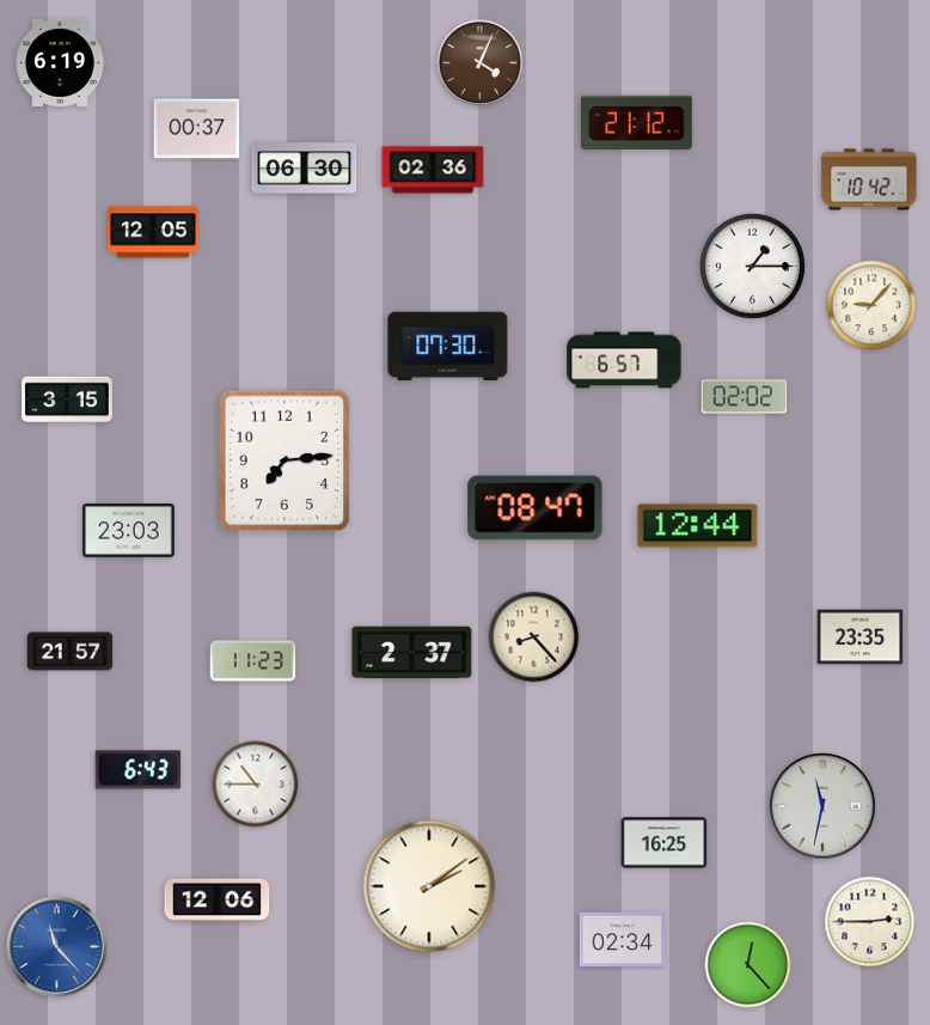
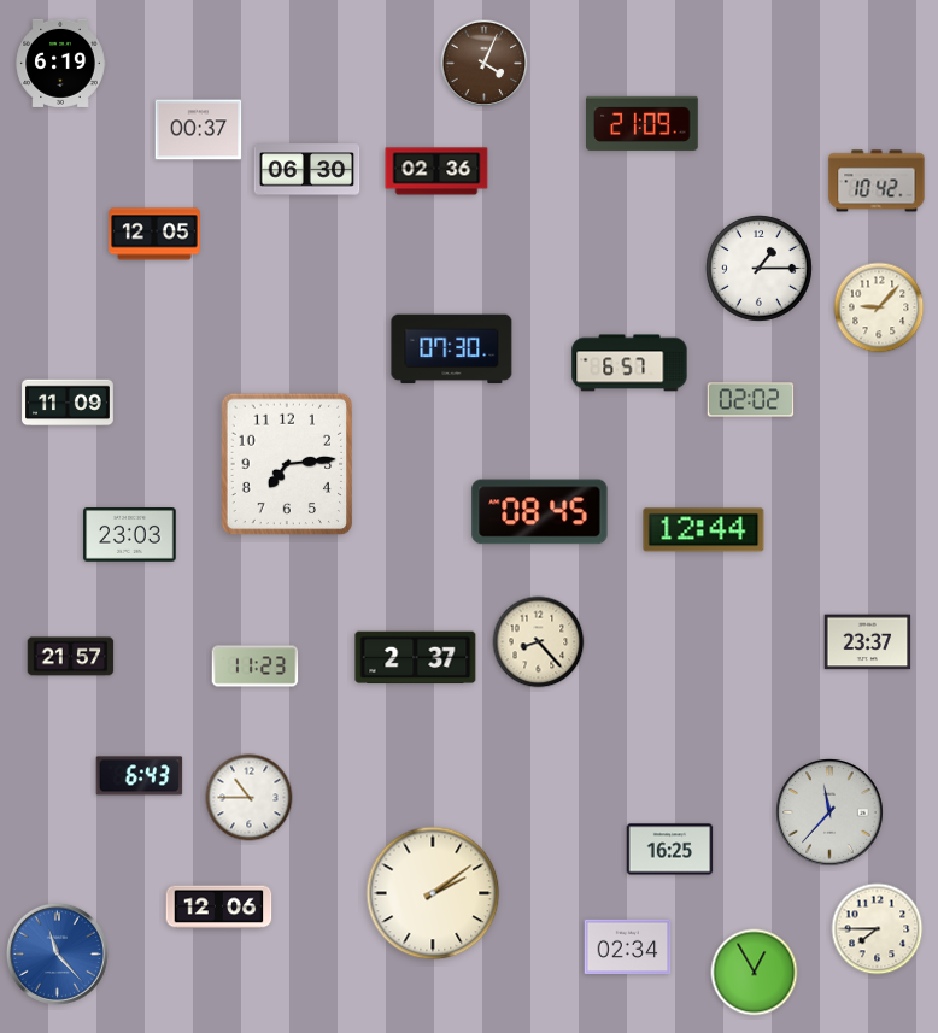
clock at (637, 122): 21:12 -> 21:09
clock at (67, 399): 3:15 -> 11:09
clock at (536, 508): 08:47 -> 08:45
clock at (861, 637): 23:35 -> 23:37
clock at (256, 785) position: (256, 785) -> (250, 798)
clock at (824, 807): 11:32 -> 11:37
clock at (870, 922): 2:45 -> 7:45
clock at (748, 965): 12:23 -> 12:55
